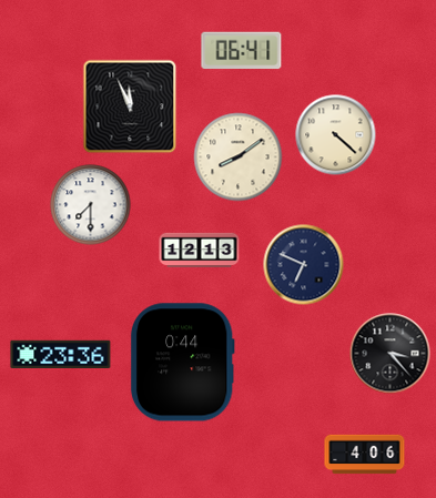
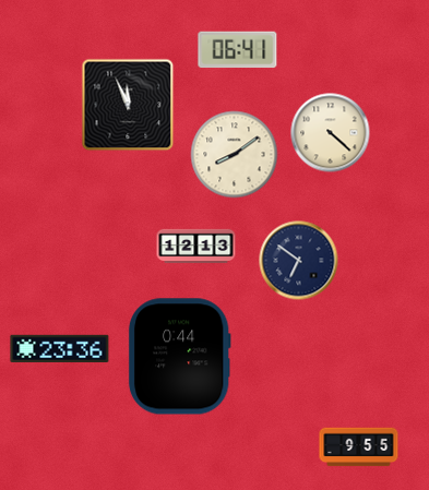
clock at (91, 205): 7:30 -> none
clock at (304, 265): 6:49 -> 6:51
clock at (391, 354): 3:23 -> none
clock at (365, 455): 4:06 -> 9:55
